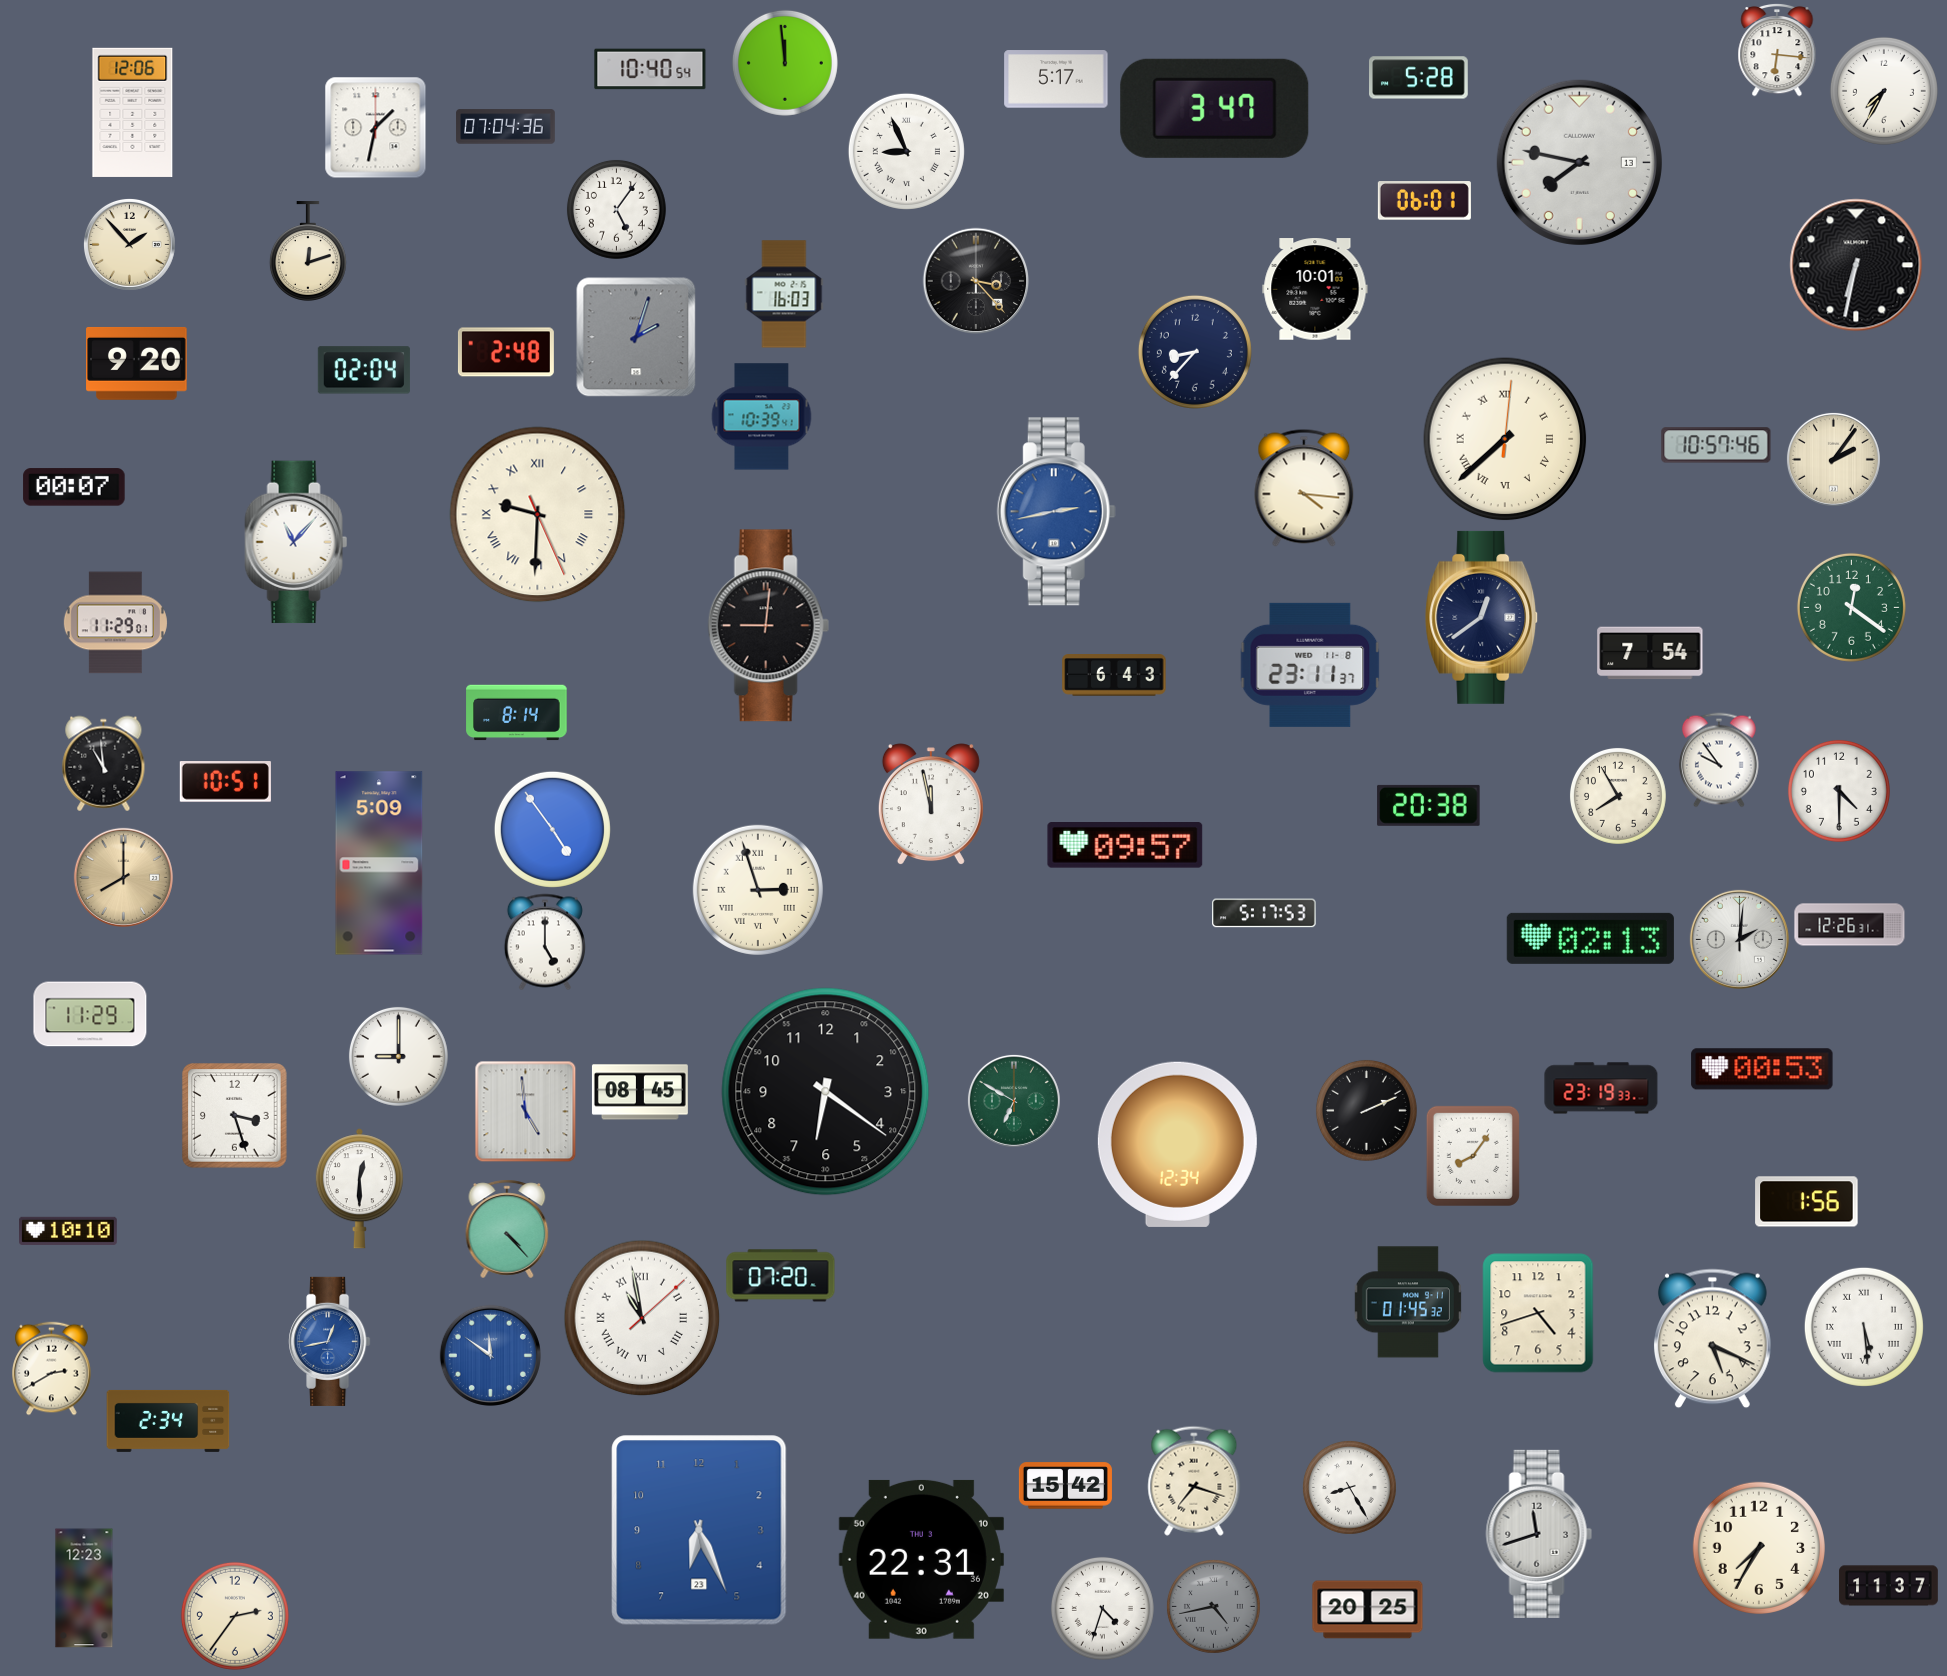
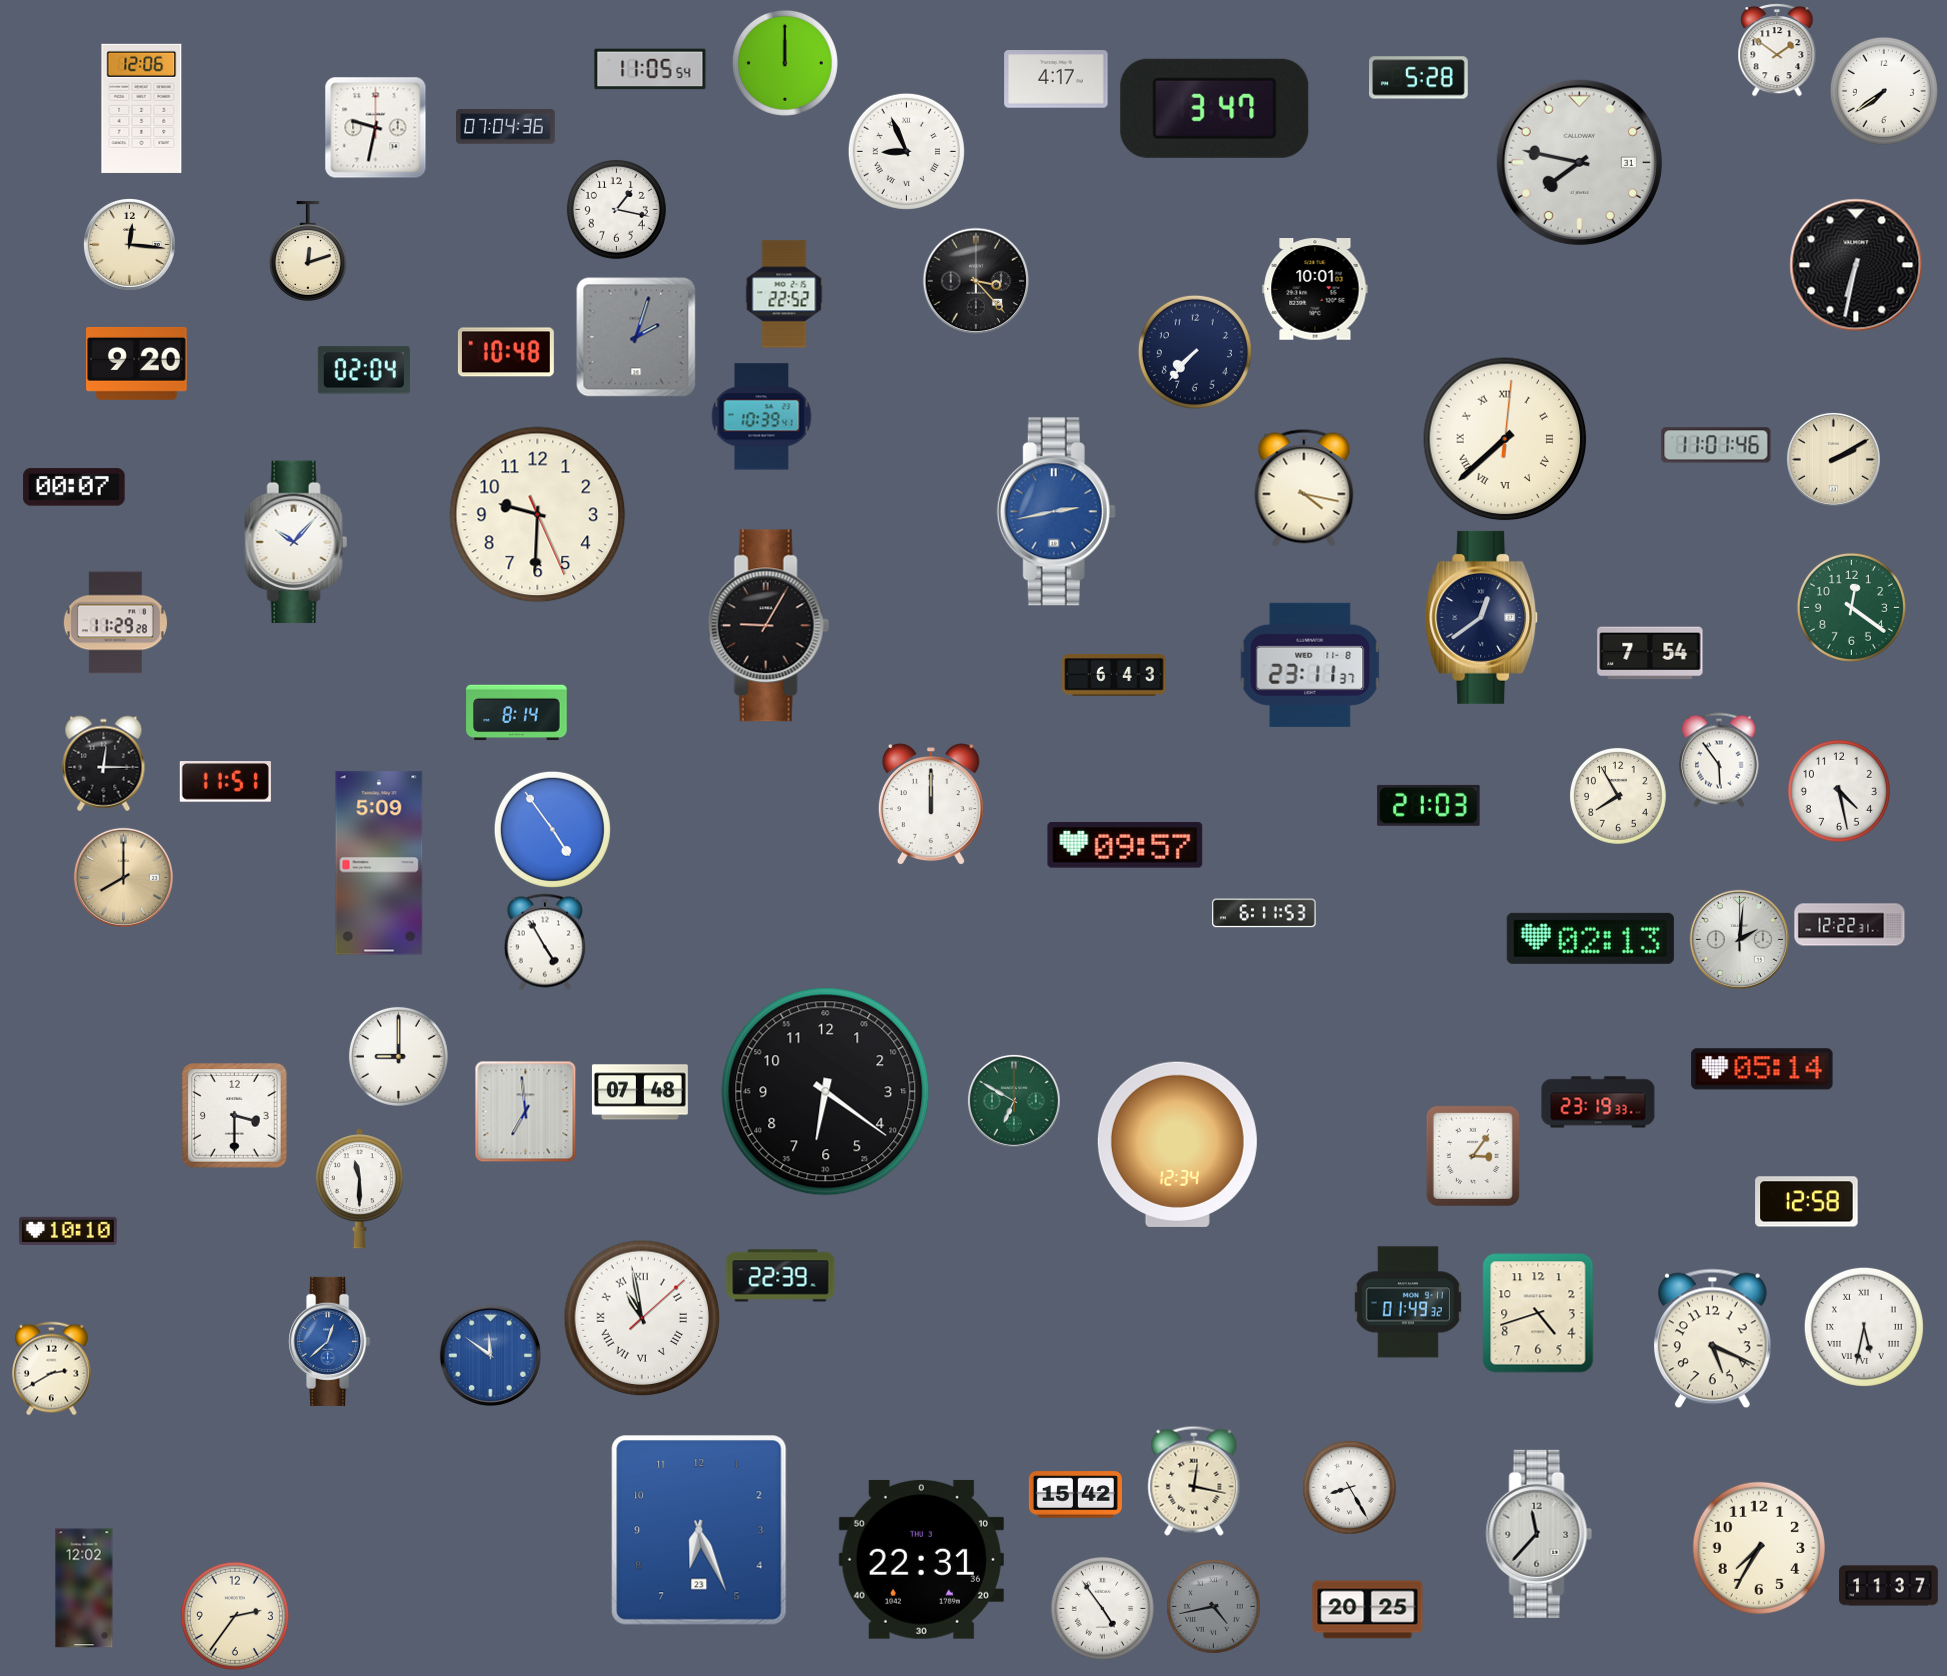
clock at (1777, 50): 6:16 -> 1:51
clock at (785, 63): 11:59 -> 12:00
clock at (650, 69): 10:40 -> 11:05
clock at (1056, 79): 5:17 -> 4:17
clock at (1884, 91): 7:35 -> 7:39
clock at (133, 112) position: (133, 112) -> (142, 108)
clock at (376, 128): 1:32 -> 9:32
clock at (1579, 162) date: 13 -> 31
clock at (1424, 201): 06:01 -> none
clock at (616, 209): 5:06 -> 1:17
clock at (129, 244): 1:53 -> 12:16
clock at (784, 294): 16:03 -> 22:52
clock at (506, 352): 2:48 -> 10:48
clock at (1195, 352): 8:37 -> 7:37
clock at (1716, 445): 10:57 -> 11:01
clock at (1833, 459): 2:06 -> 2:10
clock at (1304, 488): 4:16 -> 4:17
clock at (538, 515) numerals: Roman -> Arabic
clock at (296, 542): 11:07 -> 10:07
clock at (115, 623): 11:29:01 -> 11:29:28
clock at (768, 626): 9:01 -> 9:05
clock at (1719, 760): 9:54 -> 5:54
clock at (104, 764): 10:59 -> 12:15
clock at (225, 782): 10:51 -> 11:51
clock at (1839, 791): 4:30 -> 4:28
clock at (931, 805): 11:58 -> 12:00
clock at (1429, 805): 20:38 -> 21:03
clock at (758, 890): 2:57 -> none
clock at (1264, 913): 5:17 -> 6:11
clock at (1850, 925): 12:26 -> 12:22
clock at (545, 942): 5:00 -> 4:55
clock at (90, 1014): 11:29 -> none
clock at (1762, 1069): 00:53 -> 05:14
clock at (1601, 1088) position: (1601, 1088) -> (1598, 1102)
clock at (640, 1092): 08:45 -> 07:48
clock at (1366, 1110): 2:11 -> none
clock at (526, 1112): 4:59 -> 6:59
clock at (235, 1116): 3:27 -> 3:30
clock at (1473, 1156): 8:06 -> 3:06
clock at (359, 1189): 12:30 -> 11:30
clock at (1807, 1202): 1:56 -> 12:58
clock at (507, 1229): 4:23 -> none
clock at (781, 1276): 07:20 -> 22:39
clock at (1408, 1302): 01:45 -> 01:49
clock at (1864, 1327): 5:29 -> 5:32
clock at (330, 1341): 12:43 -> 12:38
clock at (168, 1421): 2:34 -> none
clock at (1194, 1481): 7:18 -> 12:17
clock at (1065, 1486) position: (1065, 1486) -> (1075, 1495)
clock at (1539, 1534): 11:42 -> 11:37
clock at (84, 1588): 12:23 -> 12:02
clock at (1102, 1608): 4:33 -> 4:54
